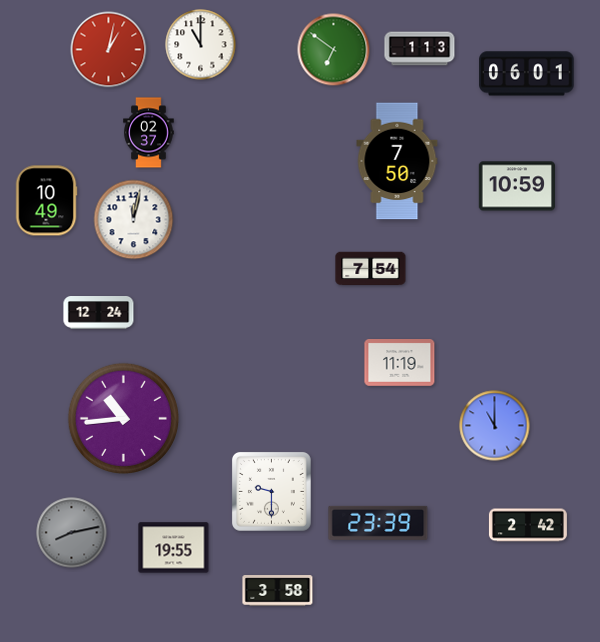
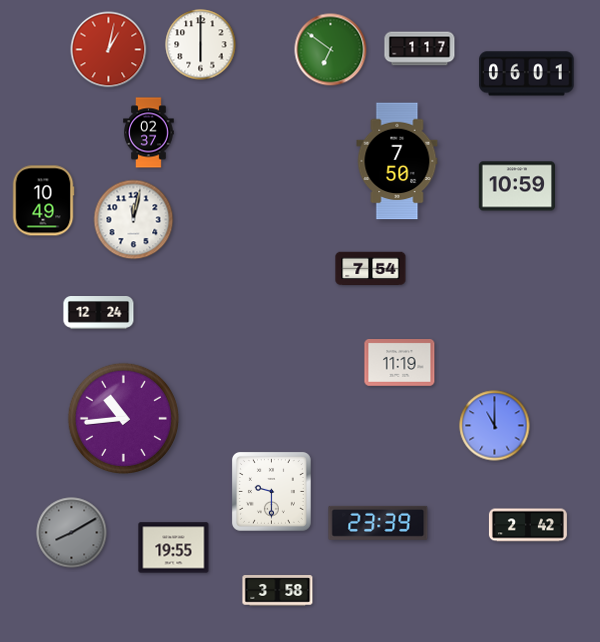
clock at (201, 45): 11:00 -> 6:00
clock at (420, 49): 1:13 -> 1:17
clock at (334, 50) position: (334, 50) -> (331, 50)
clock at (46, 201) position: (46, 201) -> (43, 201)
clock at (72, 533): 8:13 -> 8:10
